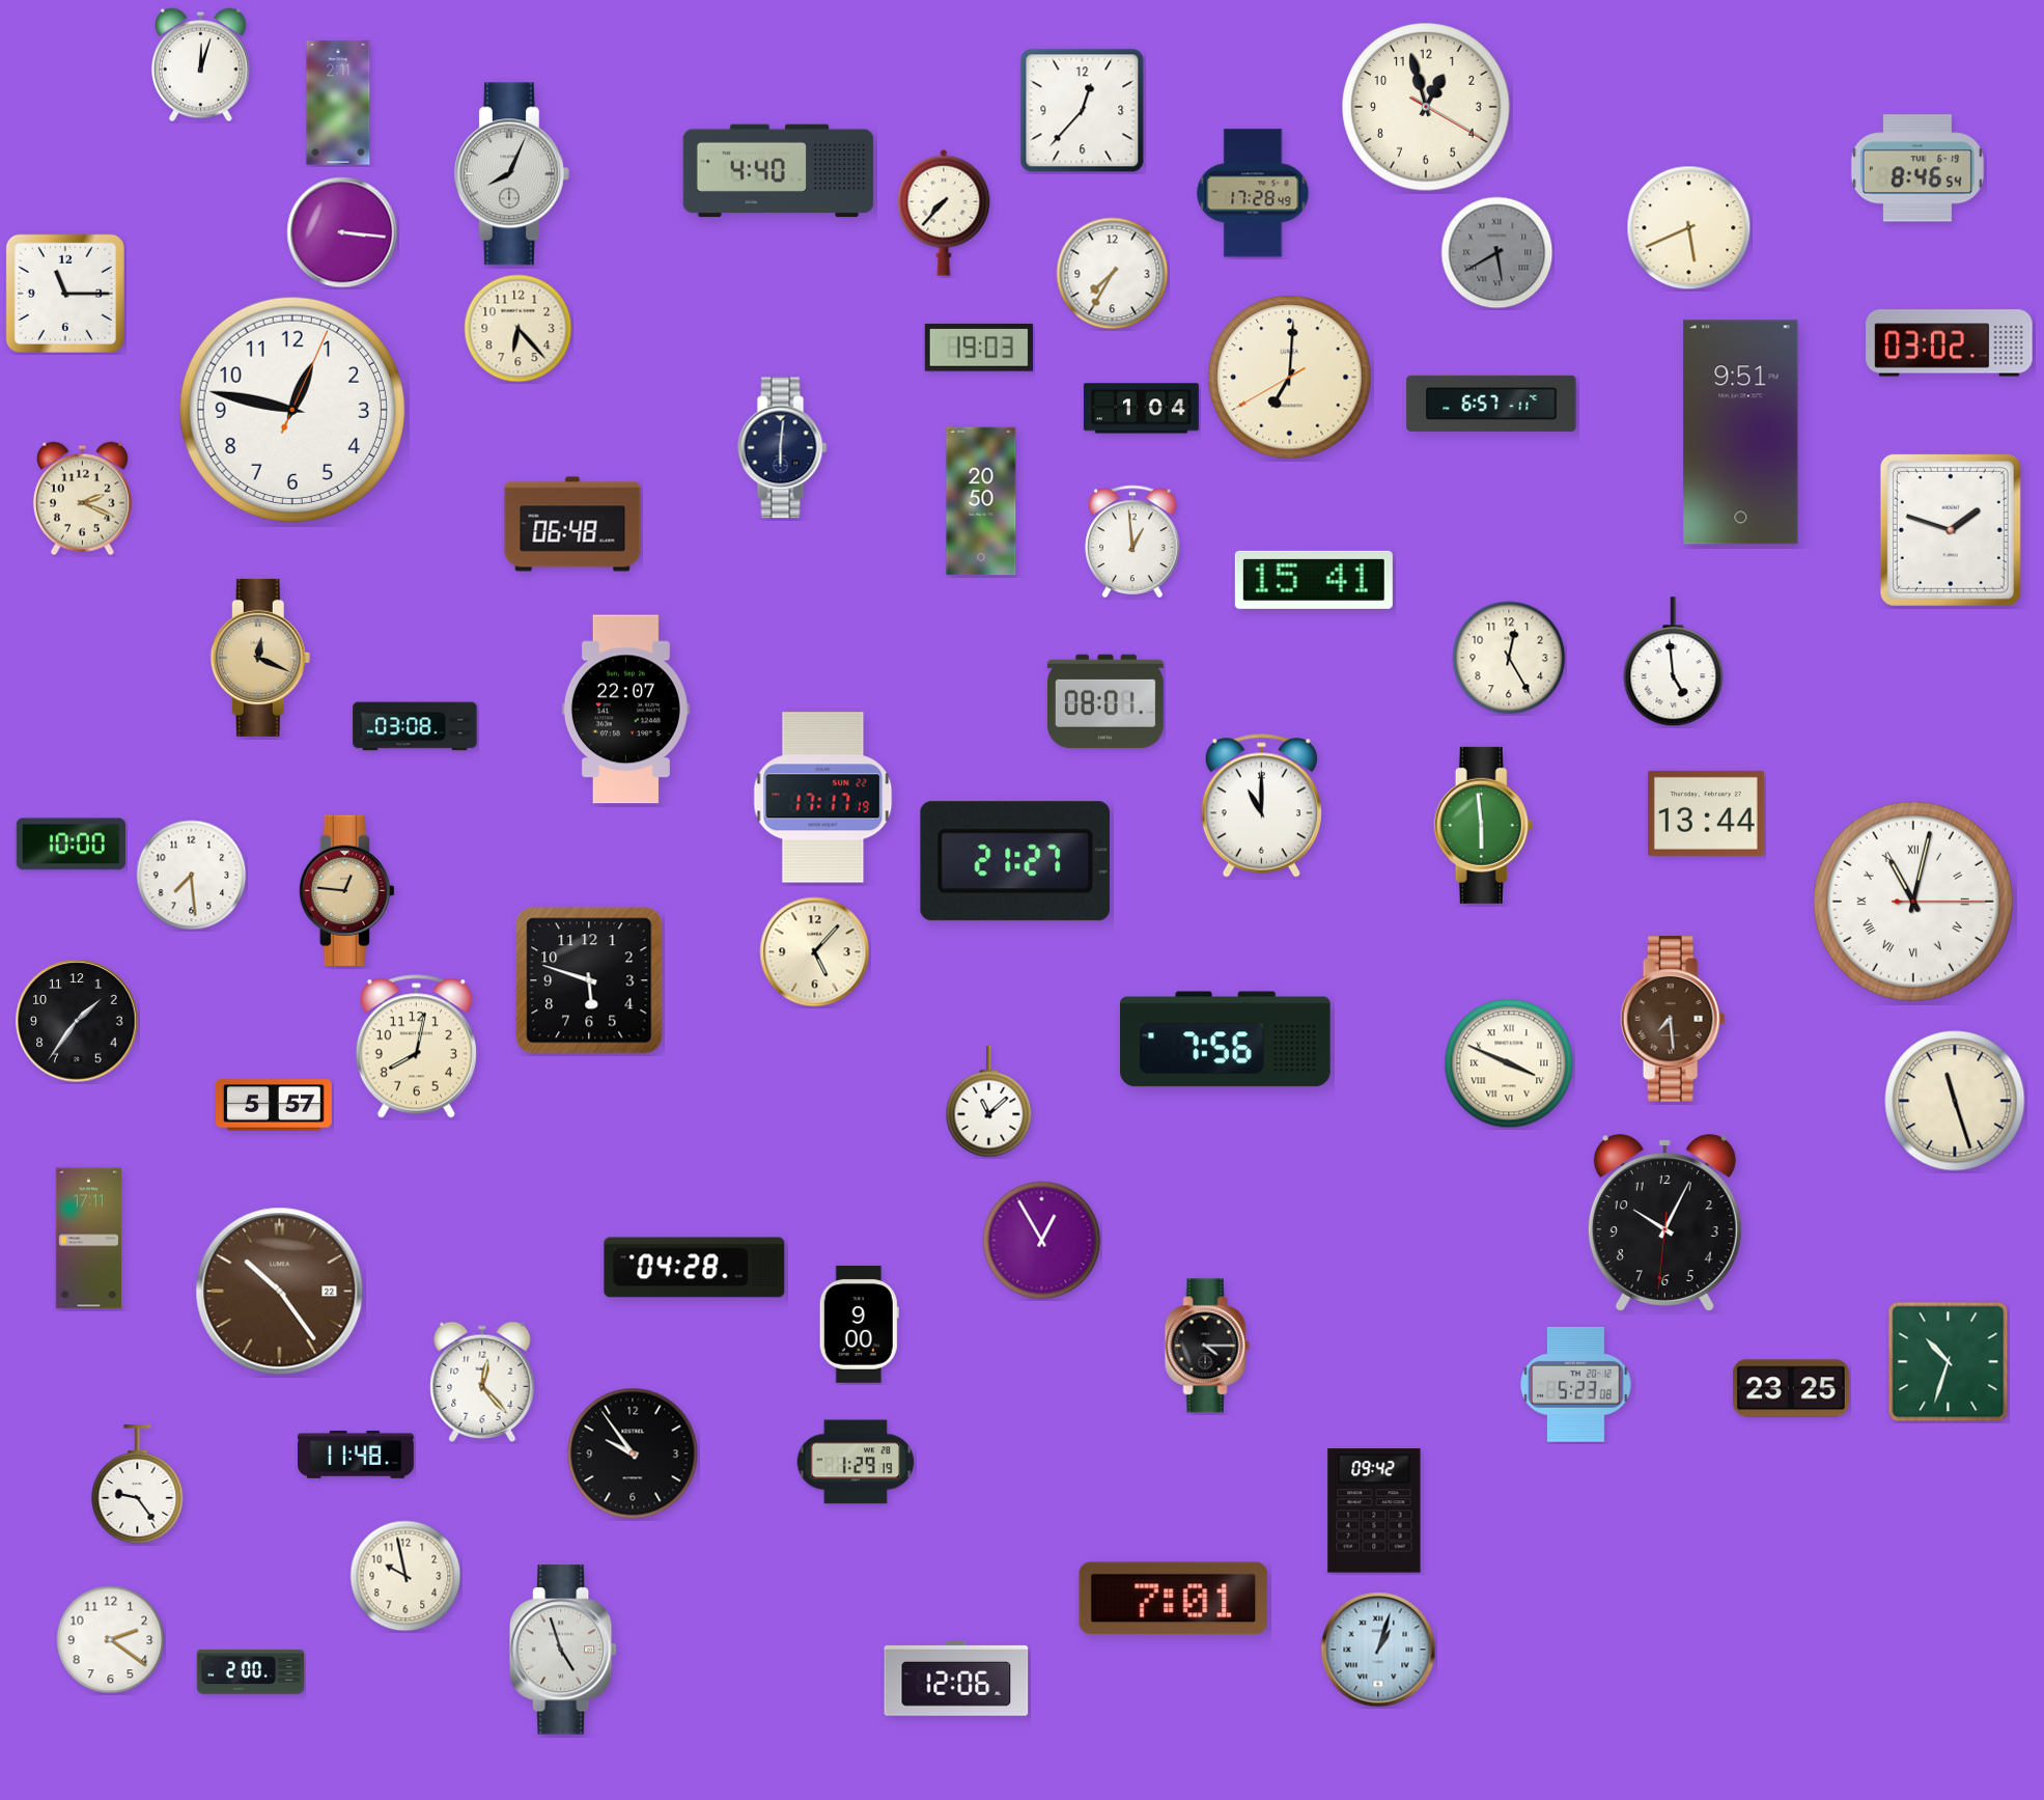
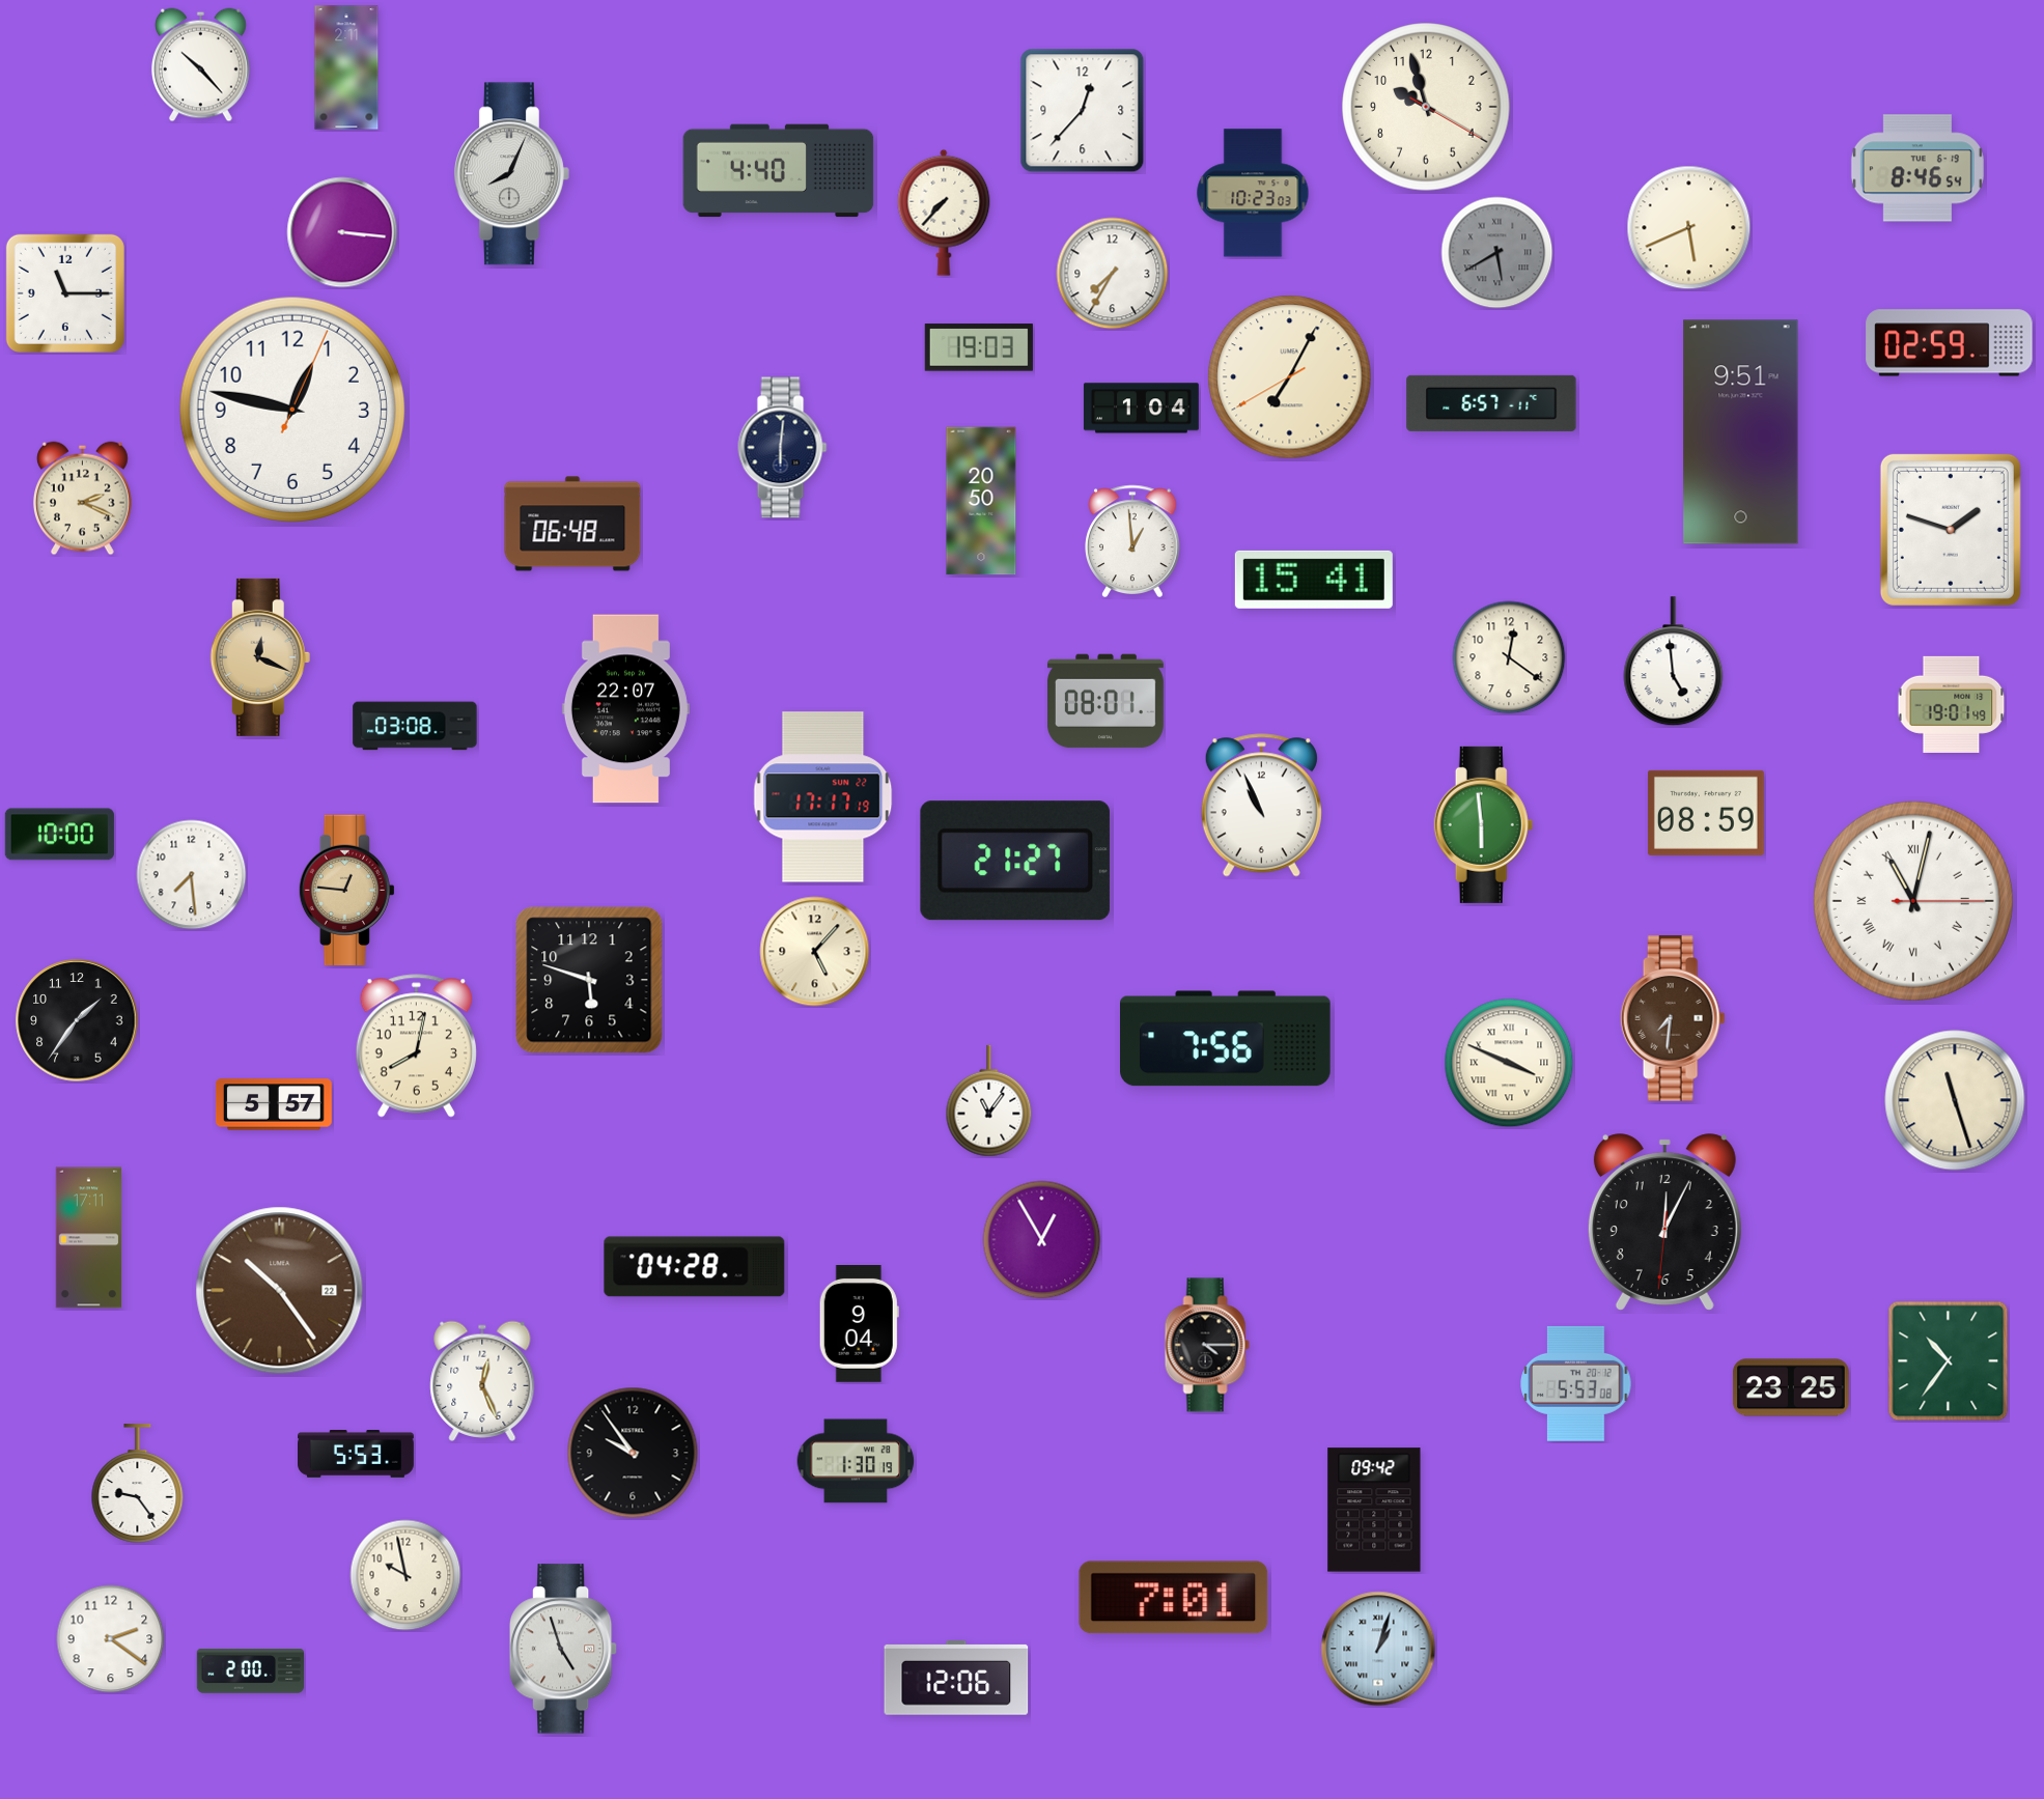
clock at (200, 65): 12:03 -> 10:23
clock at (338, 103) position: (338, 103) -> (346, 67)
clock at (1426, 107): 12:57 -> 9:57
clock at (1253, 193): 17:28 -> 10:23
clock at (519, 329): 6:23 -> none
clock at (1950, 343): 03:02 -> 02:59
clock at (1290, 378): 7:00 -> 7:04
clock at (1509, 658): 12:25 -> 12:21
clock at (1952, 704): none -> 19:01
clock at (1261, 806): 11:00 -> 10:56
clock at (1706, 813): 13:44 -> 08:59
clock at (71, 844) position: (71, 844) -> (59, 835)
clock at (1673, 1019): 7:29 -> 7:31
clock at (989, 1102): 11:08 -> 11:06
clock at (1664, 1223): 10:04 -> 12:04
clock at (859, 1325): 9:00 -> 9:04
clock at (1949, 1362): 10:33 -> 10:36
clock at (482, 1382): 12:23 -> 12:26
clock at (1576, 1384): 5:23 -> 5:53
clock at (357, 1455): 11:48 -> 5:53
clock at (856, 1462): 1:29 -> 1:30
